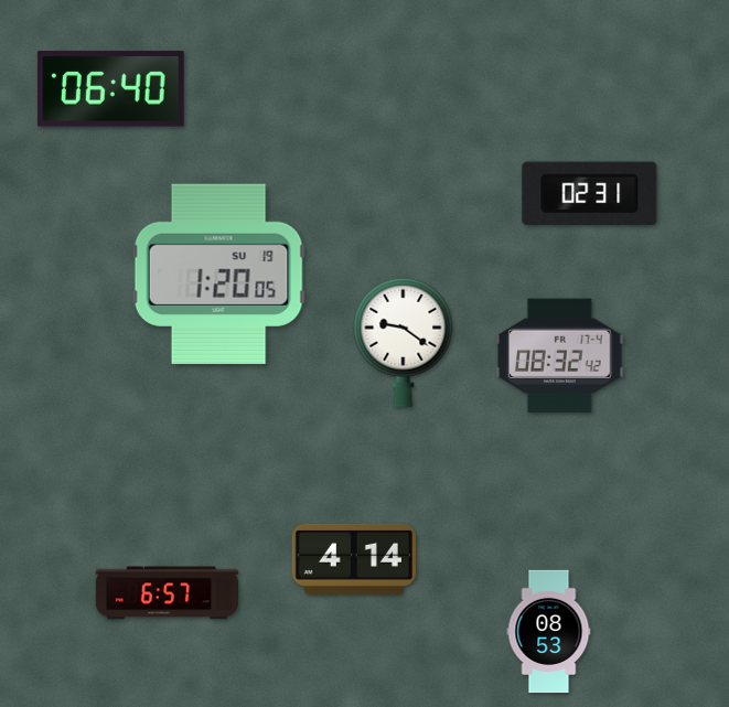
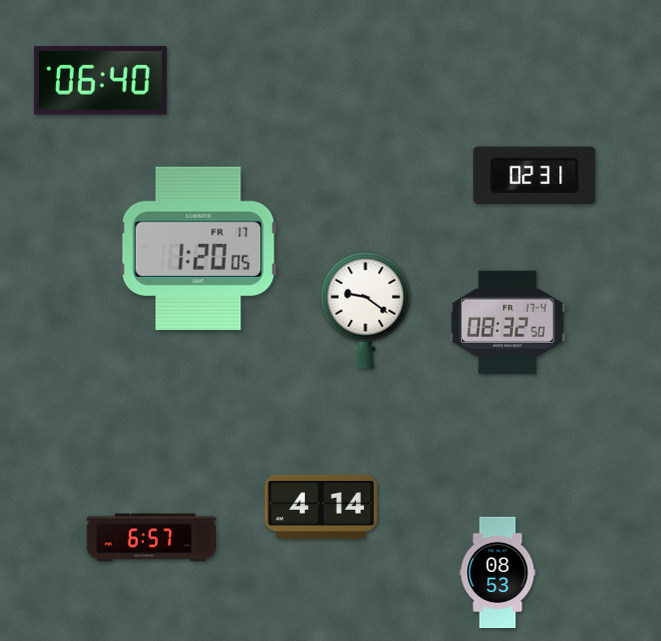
clock at (218, 274) date: SU 19 -> FR 17
clock at (560, 356): 08:32:42 -> 08:32:50
